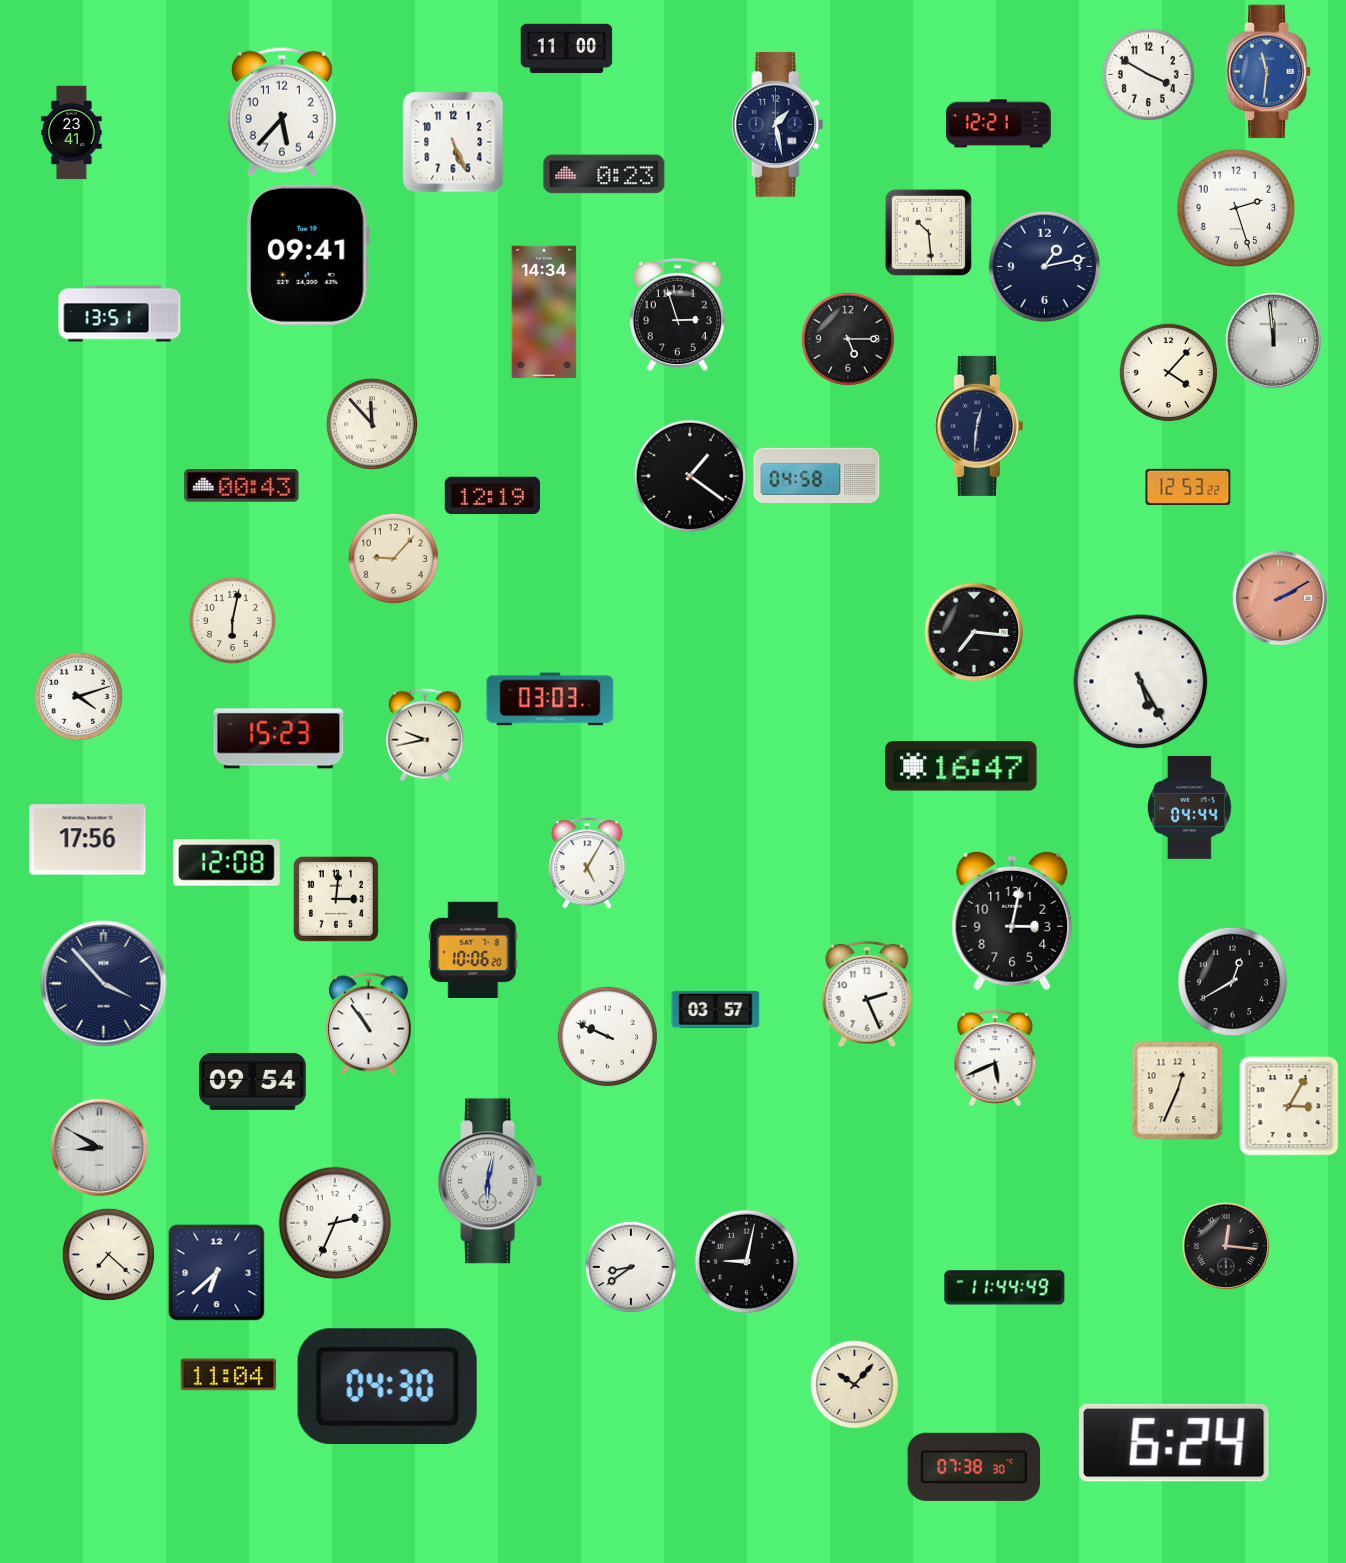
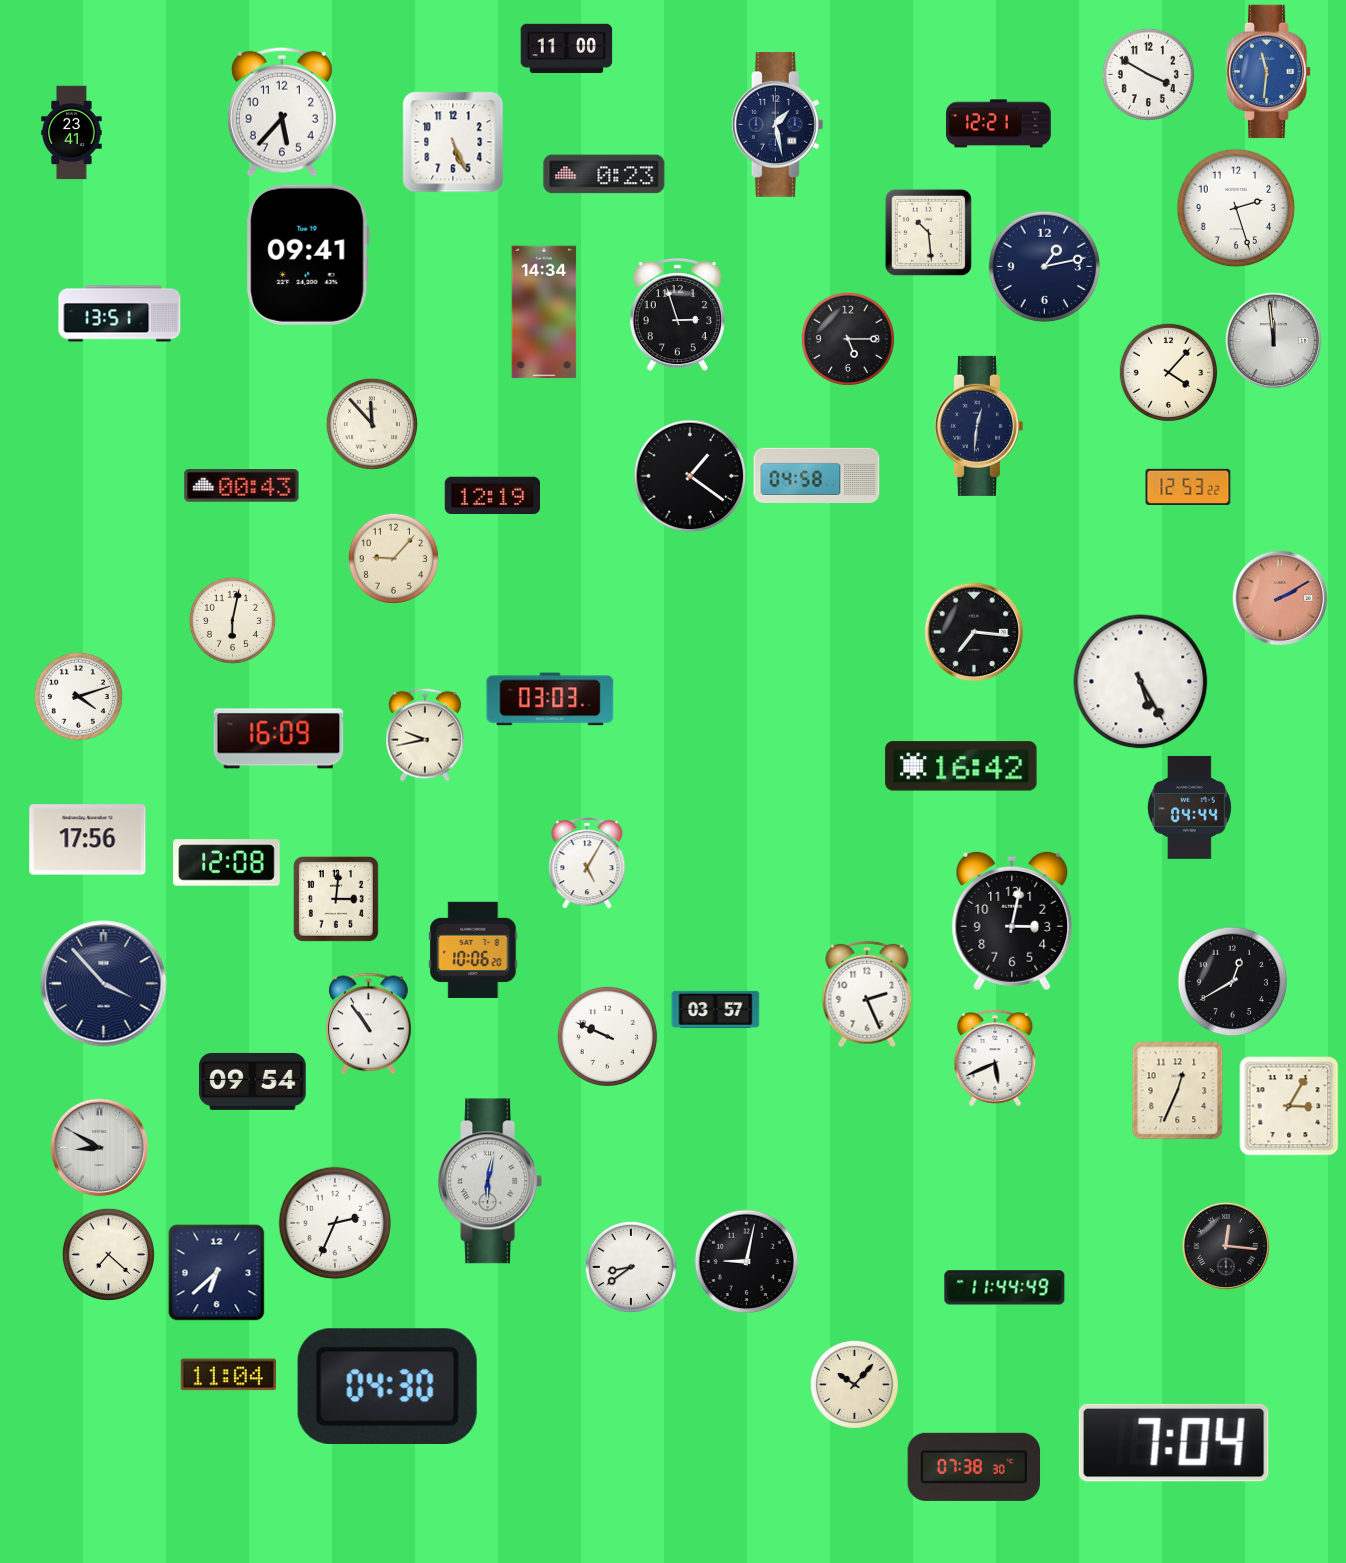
clock at (279, 739): 15:23 -> 16:09
clock at (961, 766): 16:47 -> 16:42
clock at (1174, 1443): 6:24 -> 7:04
